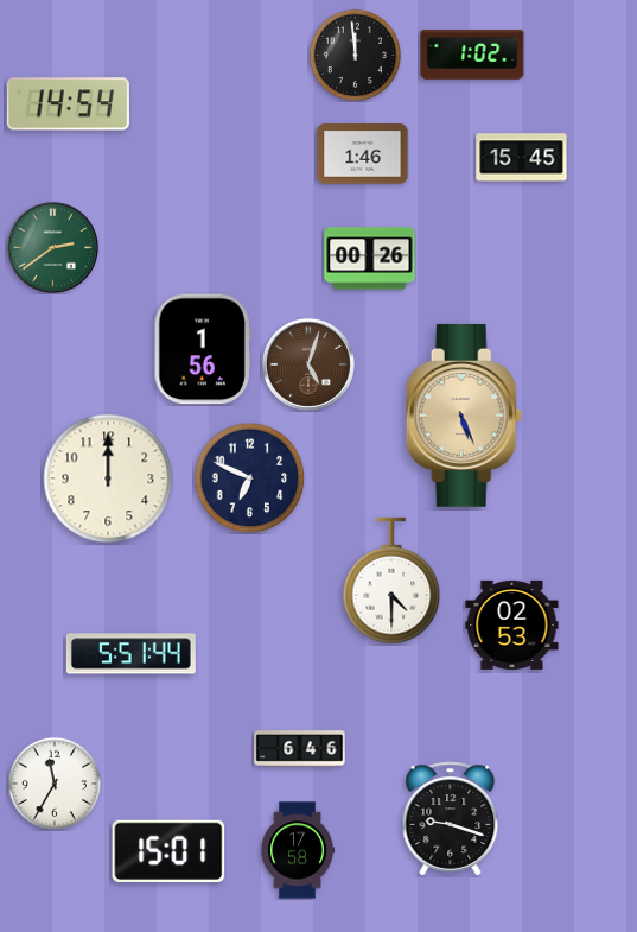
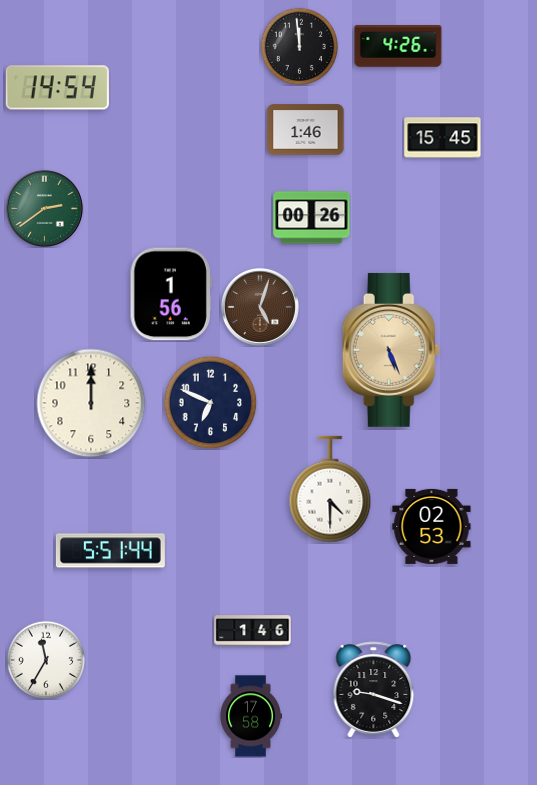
clock at (472, 55): 1:02 -> 4:26
clock at (522, 158) position: (522, 158) -> (443, 138)
clock at (300, 749): 6:46 -> 1:46
clock at (451, 819) position: (451, 819) -> (374, 690)
clock at (168, 851): 15:01 -> none
